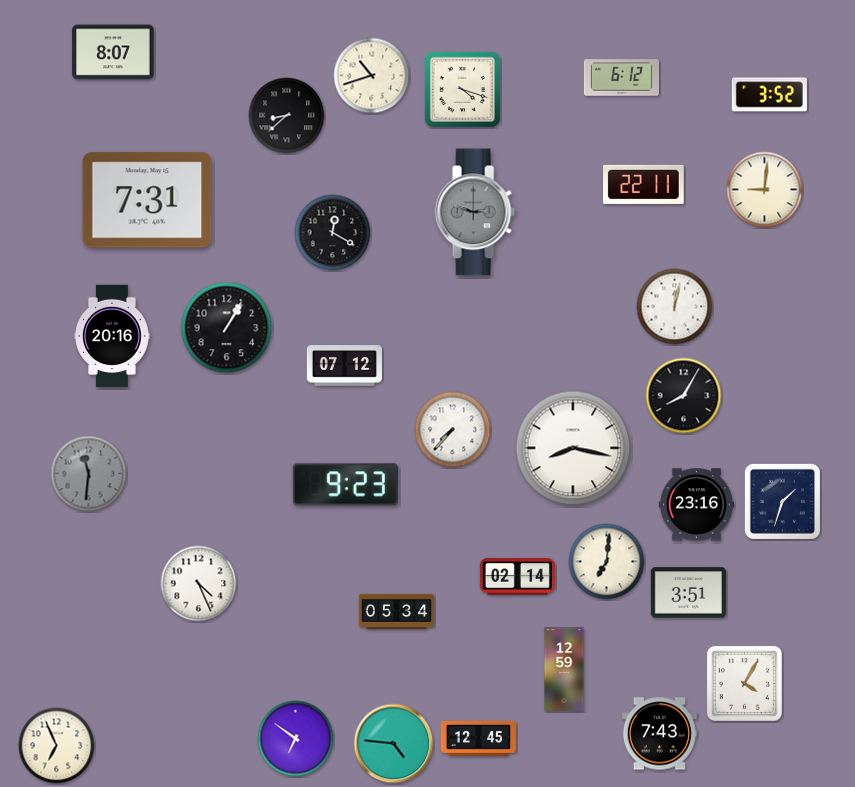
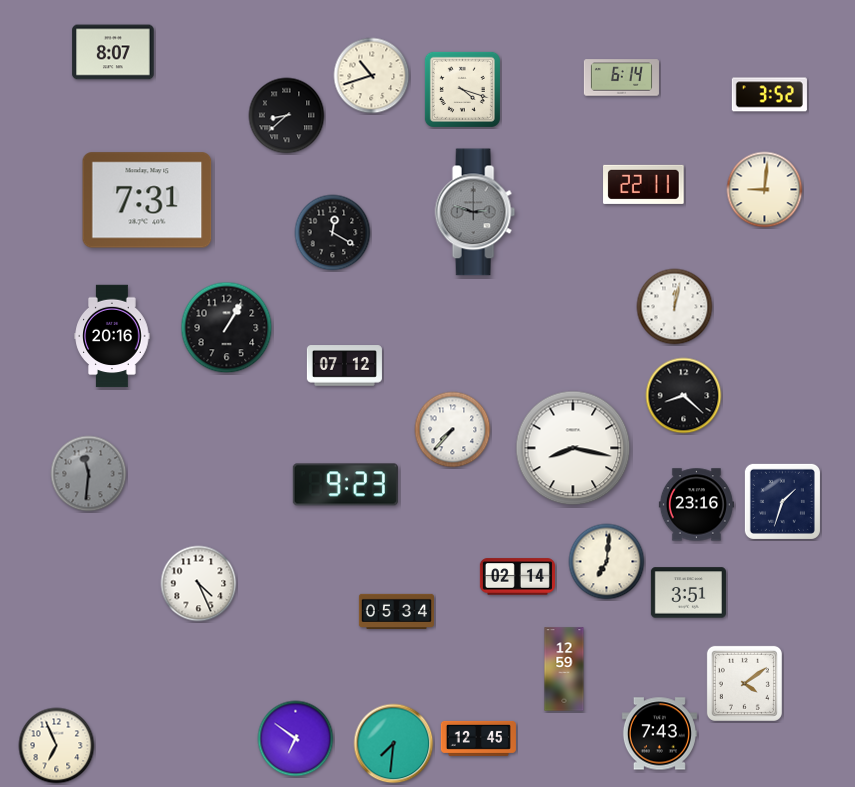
clock at (621, 78): 6:12 -> 6:14
clock at (684, 396): 8:05 -> 8:22
clock at (744, 683): 4:05 -> 4:09
clock at (394, 744): 4:46 -> 7:31
